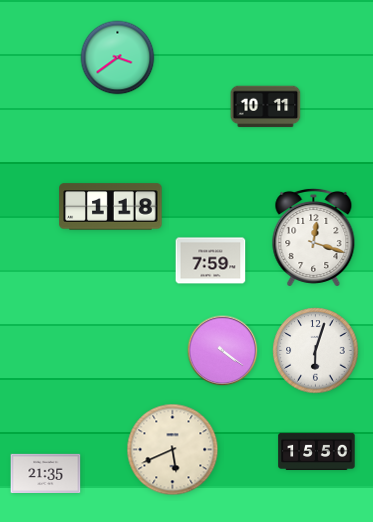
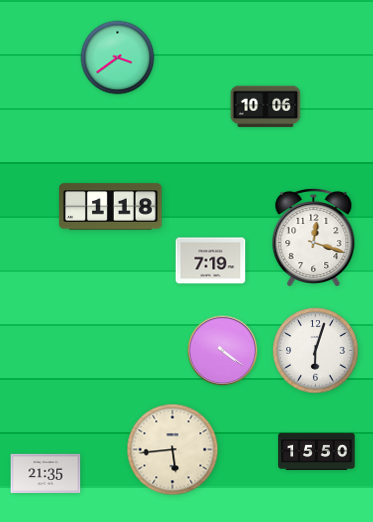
clock at (266, 107): 10:11 -> 10:06
clock at (211, 261): 7:59 -> 7:19
clock at (173, 450): 5:41 -> 5:44
